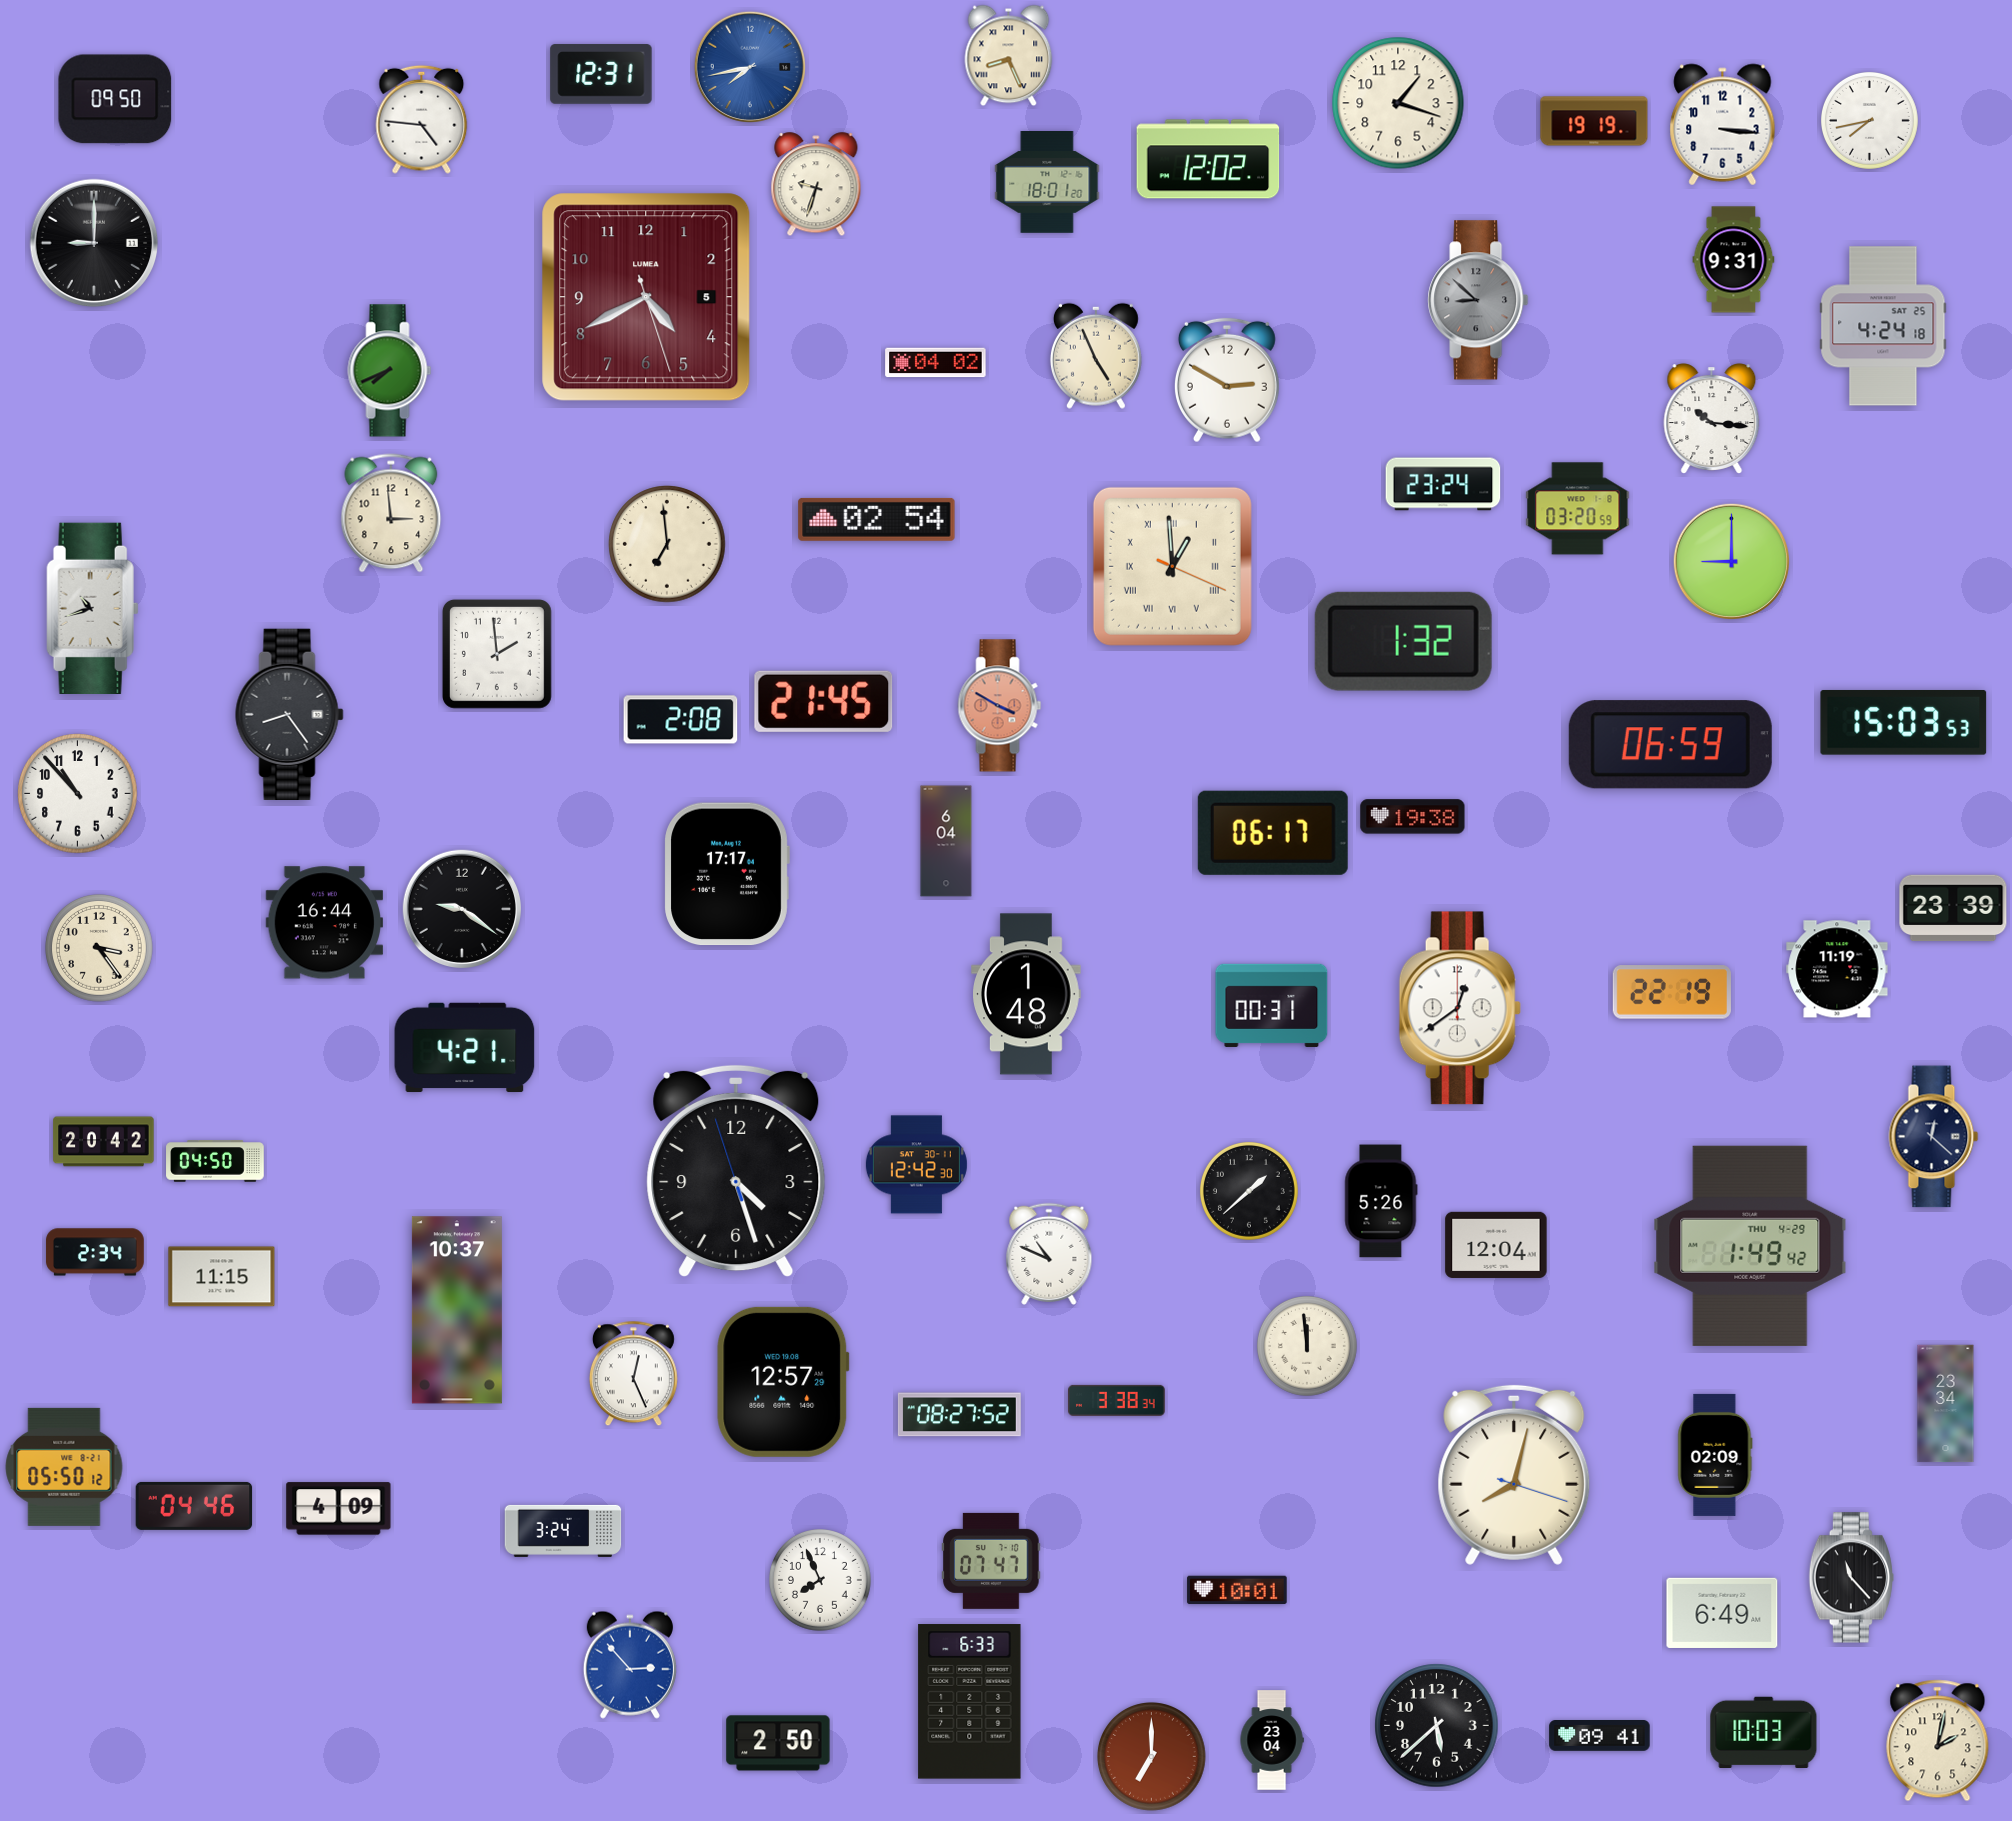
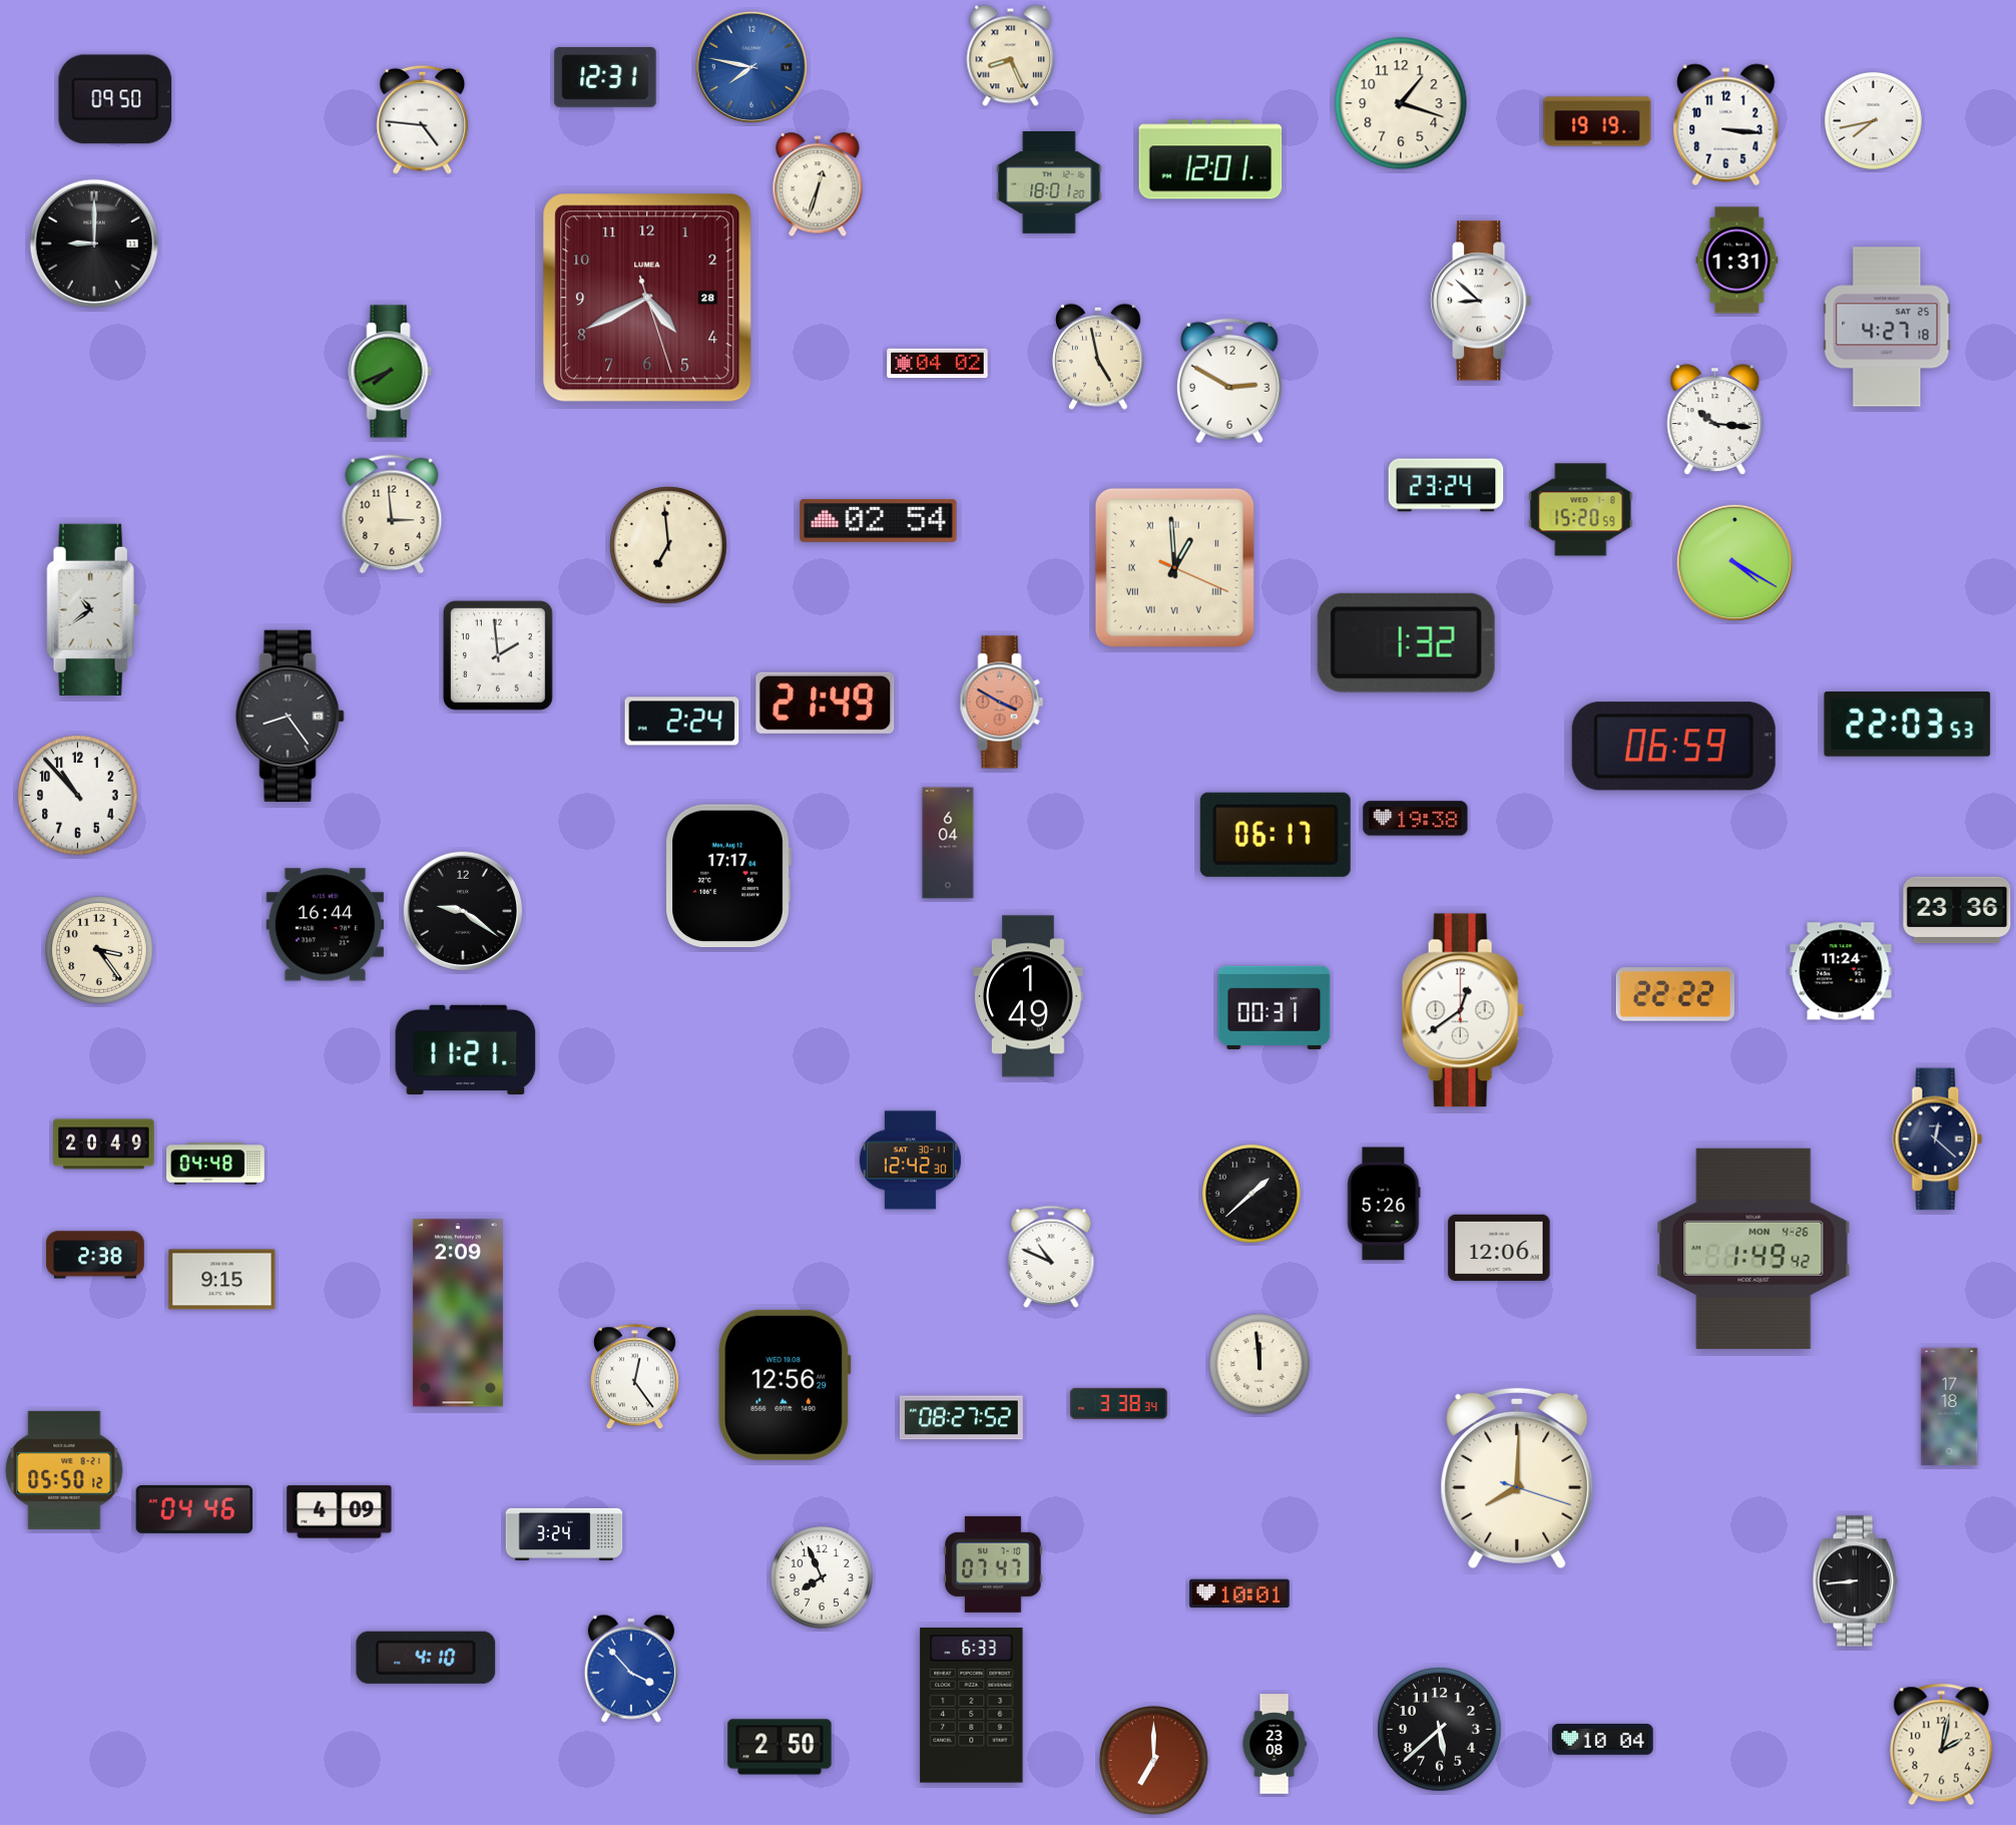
clock at (750, 67): 7:43 -> 7:47
clock at (601, 74) position: (601, 74) -> (605, 77)
clock at (1208, 159): 12:02 -> 12:01
clock at (816, 185): 9:33 -> 12:33
clock at (1734, 260): 9:31 -> 1:31
clock at (646, 297) date: 5 -> 28
clock at (1478, 300) dial: grey -> white
clock at (1883, 326): 4:24 -> 4:27
clock at (1096, 356): 4:56 -> 4:58
clock at (1578, 509): 03:20 -> 15:20
clock at (1731, 561): 9:00 -> 4:20
clock at (93, 608): 10:42 -> 10:39
clock at (824, 701): 21:45 -> 21:49
clock at (1000, 706) position: (1000, 706) -> (1002, 703)
clock at (681, 720): 2:08 -> 2:24
clock at (1904, 722): 15:03 -> 22:03
clock at (1953, 908): 23:39 -> 23:36
clock at (1837, 969): 11:19 -> 11:24
clock at (1672, 992): 22:19 -> 22:22
clock at (1026, 994): 1:48 -> 1:49
clock at (465, 1048): 4:21 -> 11:21
clock at (104, 1142): 20:42 -> 20:49
clock at (215, 1161): 04:50 -> 04:48
clock at (916, 1165) position: (916, 1165) -> (910, 1161)
clock at (736, 1171): 4:26 -> none
clock at (1496, 1245): 12:04 -> 12:06
clock at (1750, 1246) date: THU 4-29 -> MON 4-26
clock at (95, 1252): 2:34 -> 2:38
clock at (222, 1277): 11:15 -> 9:15
clock at (457, 1310): 10:37 -> 2:09
clock at (1307, 1346) position: (1307, 1346) -> (1259, 1364)
clock at (633, 1374): 12:26 -> 12:24
clock at (783, 1382): 12:57 -> 12:56
clock at (1946, 1404): 23:34 -> 17:18
clock at (1715, 1455): 02:09 -> none
clock at (1514, 1475): 8:02 -> 8:00
clock at (1851, 1578): 11:23 -> 8:44
clock at (821, 1581) position: (821, 1581) -> (823, 1578)
clock at (1722, 1613): 6:49 -> none
clock at (426, 1658): none -> 4:10
clock at (630, 1665): 2:53 -> 3:53
clock at (1764, 1732): 10:03 -> none
clock at (1600, 1736): 09:41 -> 10:04
clock at (1272, 1740): 23:04 -> 23:08
